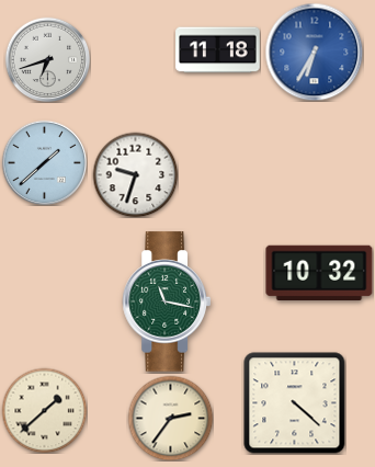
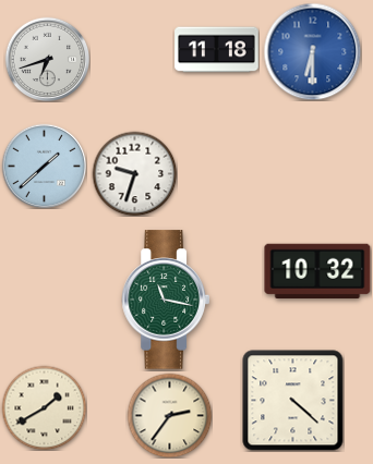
clock at (314, 52): 6:35 -> 6:30
clock at (44, 162) position: (44, 162) -> (44, 166)
clock at (44, 410): 1:38 -> 1:40
